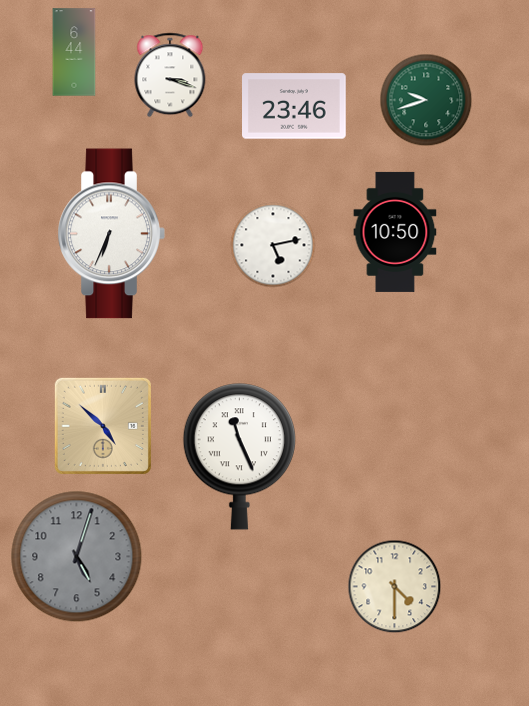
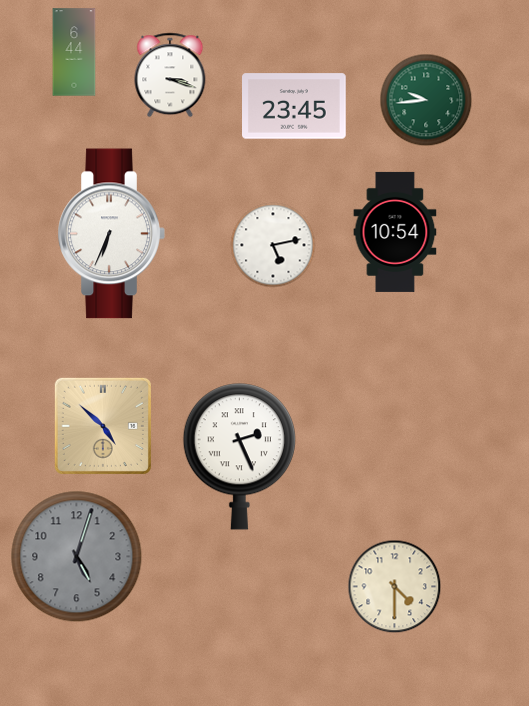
clock at (426, 100): 9:42 -> 9:44
clock at (295, 106): 23:46 -> 23:45
clock at (395, 232): 10:50 -> 10:54
clock at (239, 457): 11:26 -> 2:26
